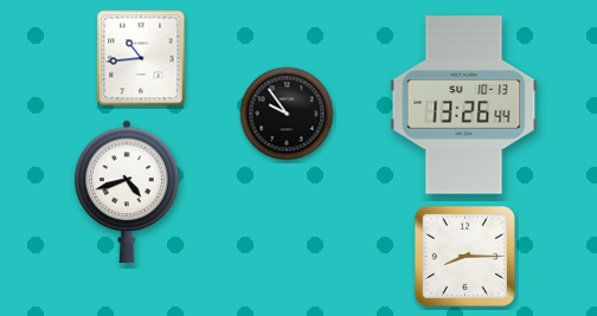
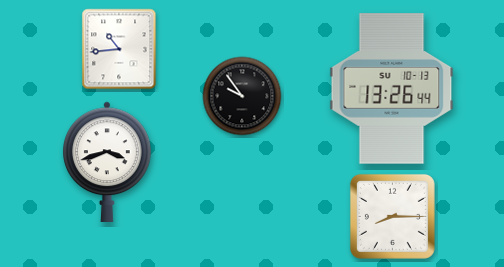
clock at (128, 191): 4:42 -> 3:42
